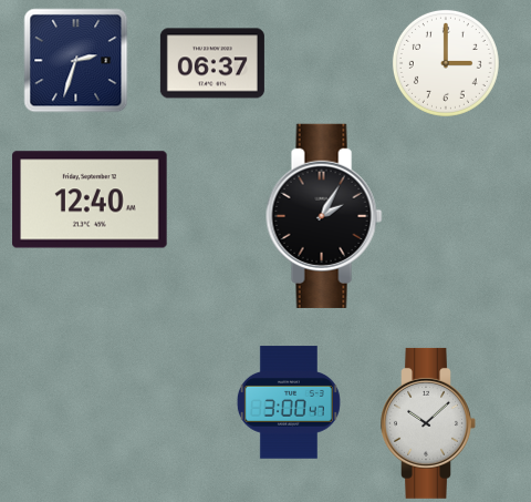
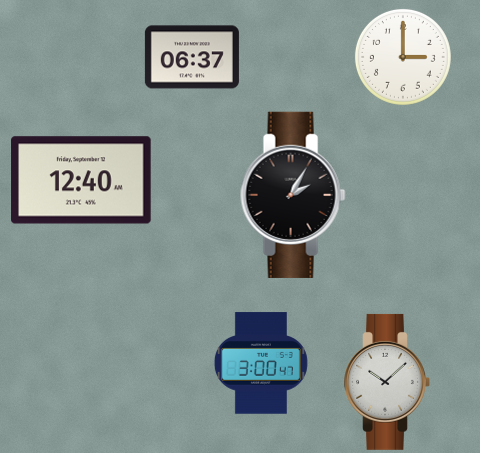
clock at (76, 61): 2:33 -> none
